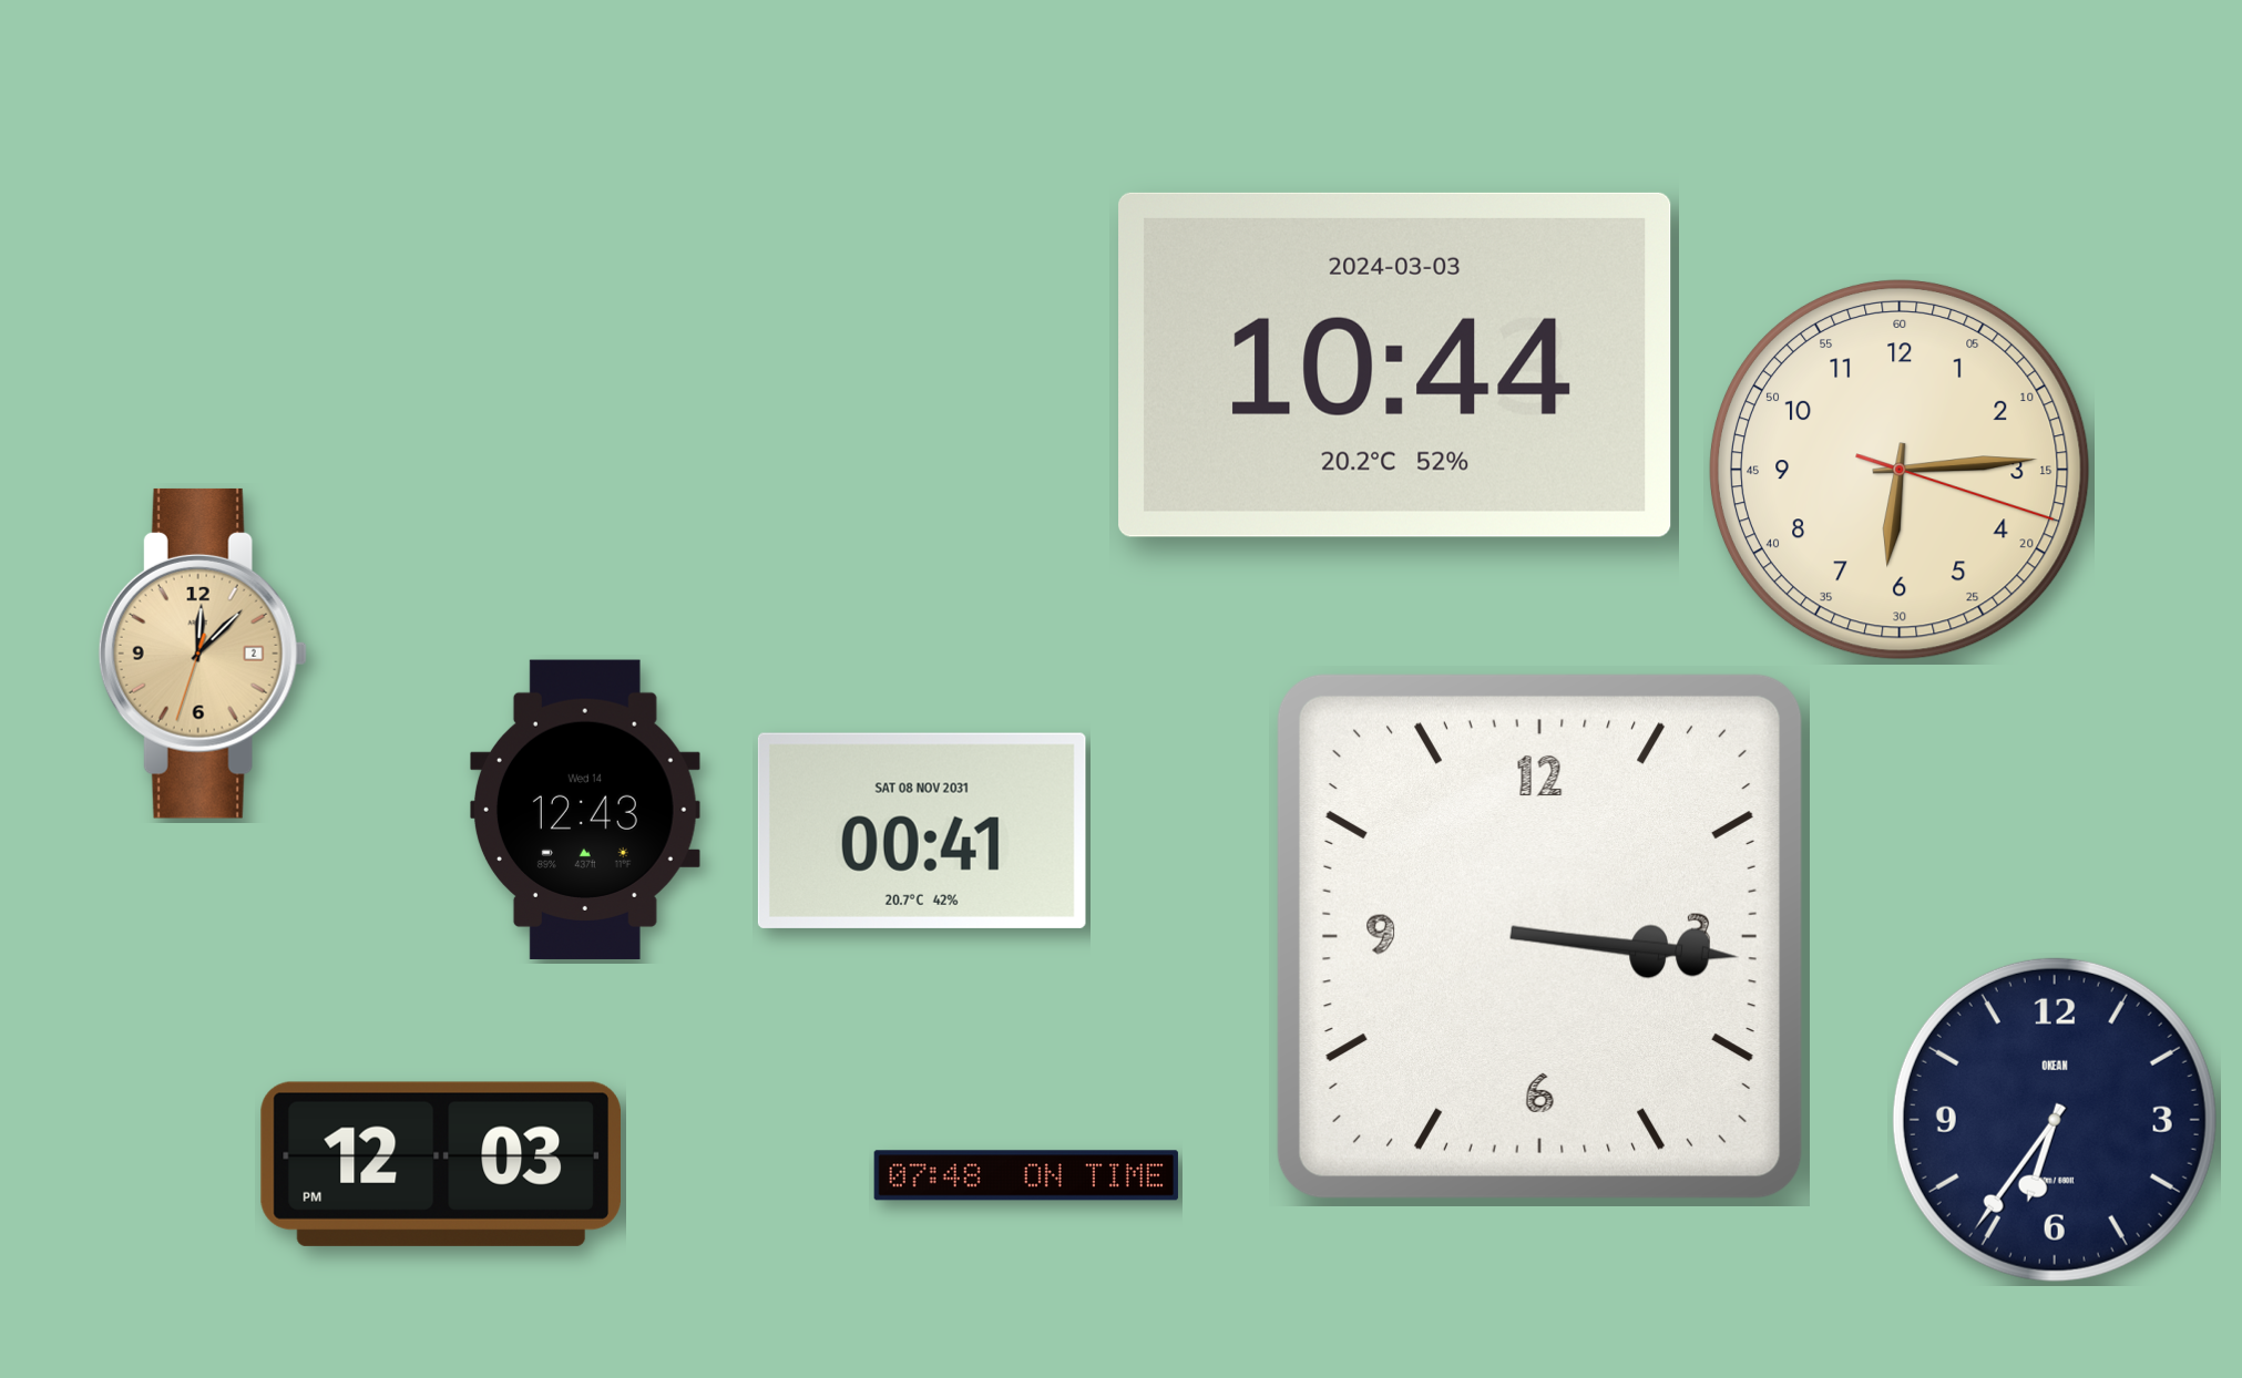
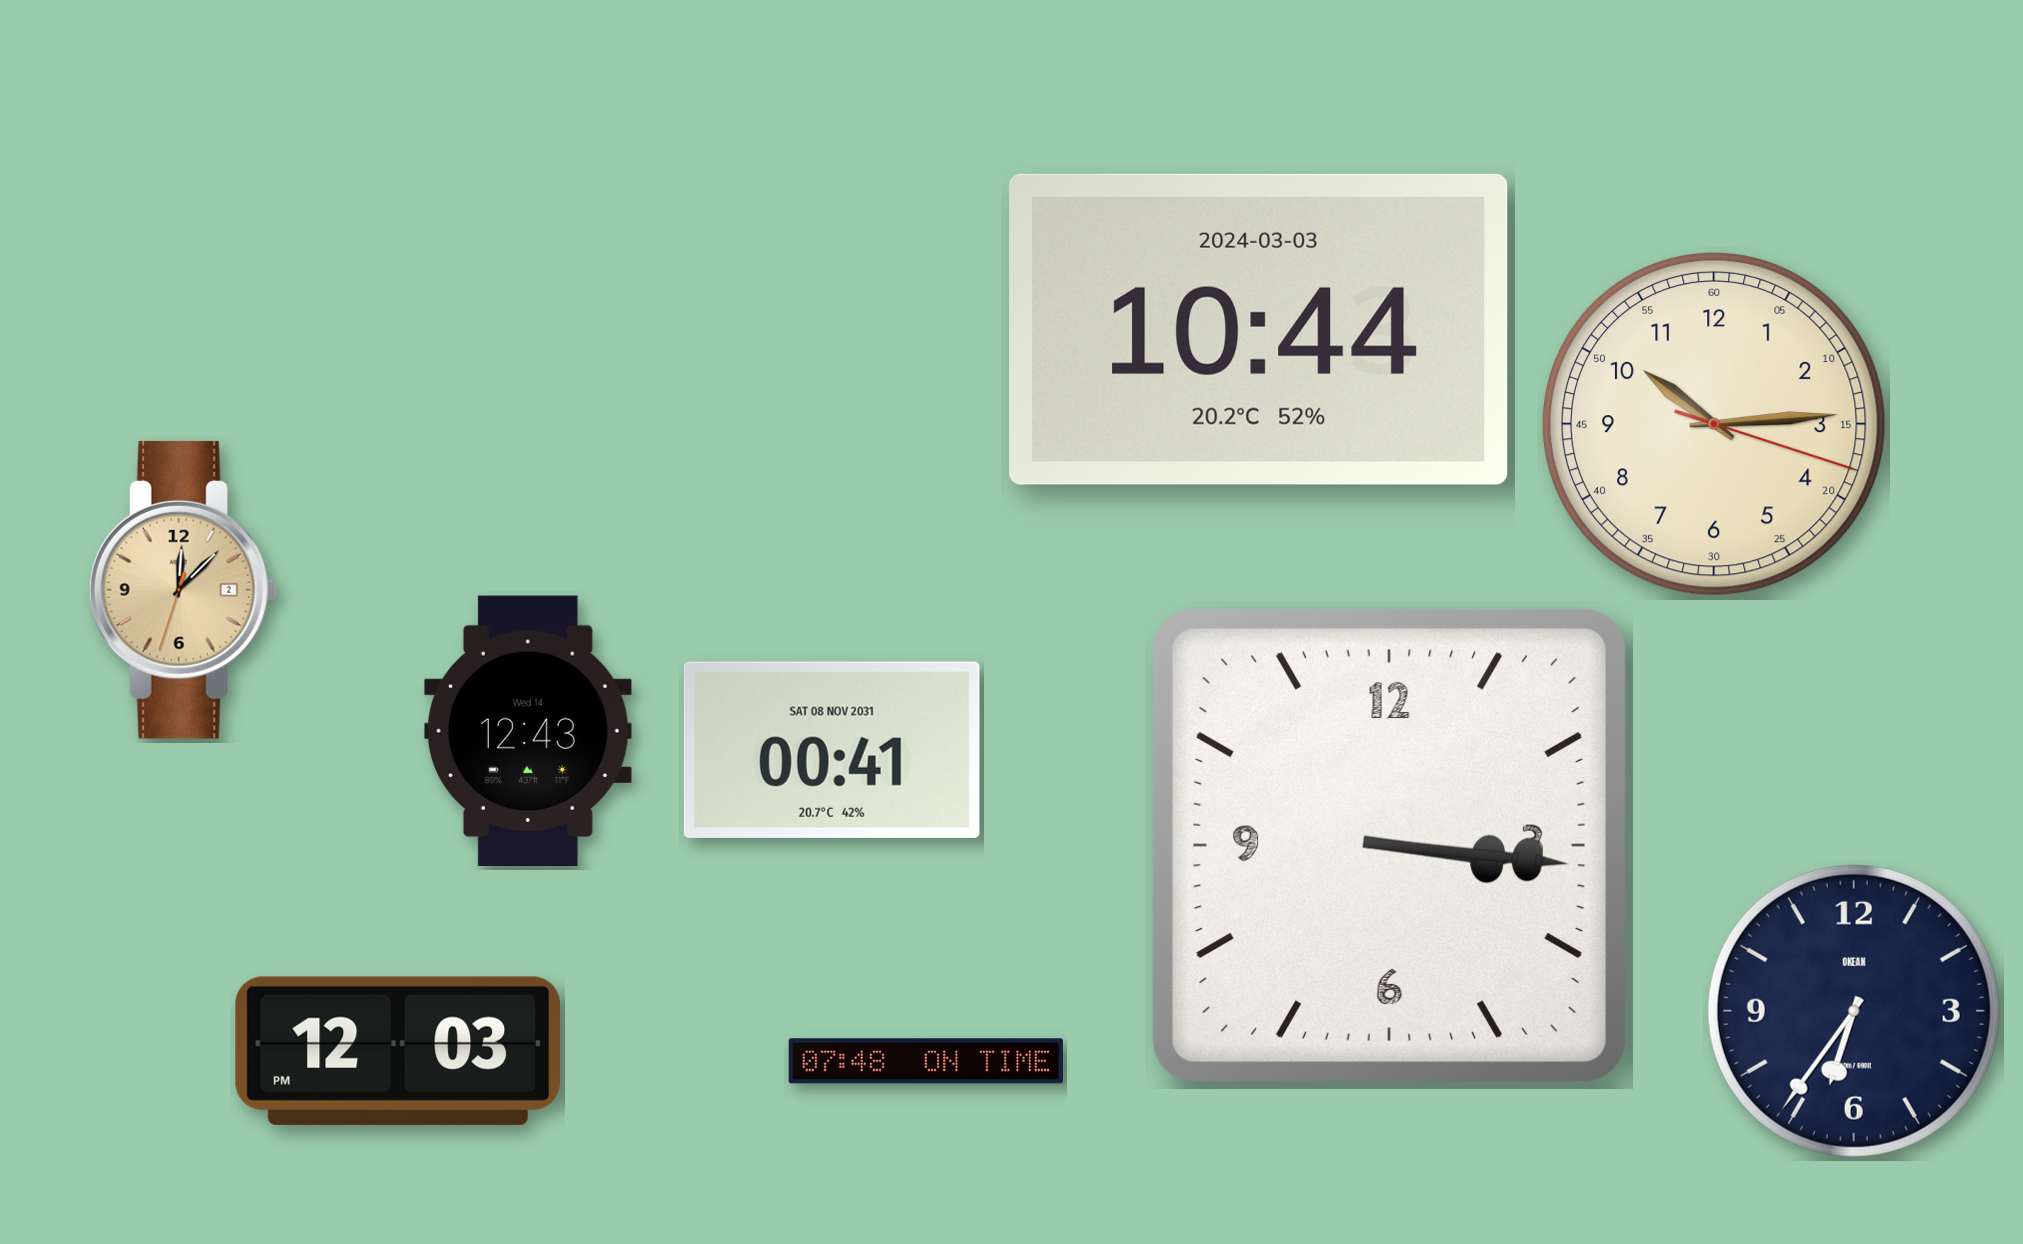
clock at (1900, 470): 6:14 -> 10:14
